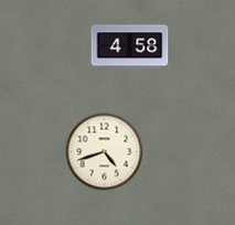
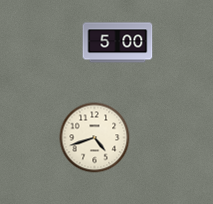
clock at (130, 47): 4:58 -> 5:00
